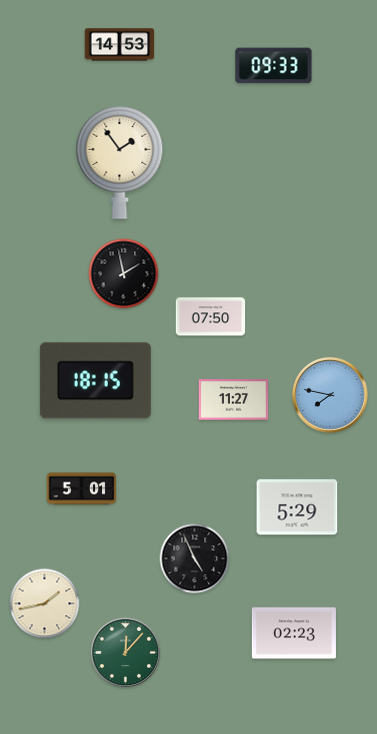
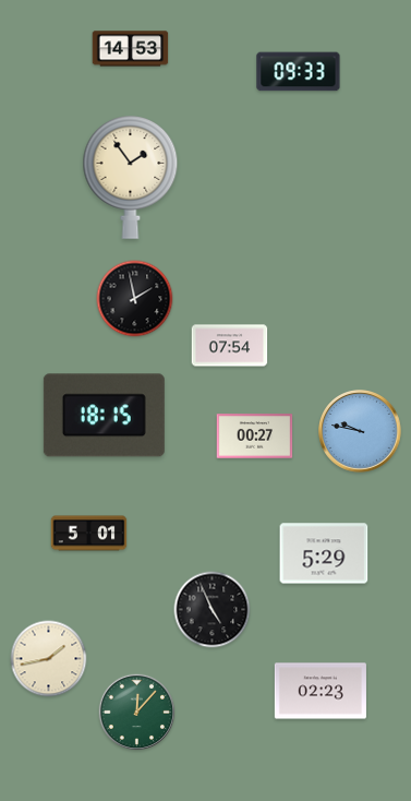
clock at (211, 317): 07:50 -> 07:54
clock at (330, 395): 7:47 -> 9:47
clock at (234, 400): 11:27 -> 00:27
